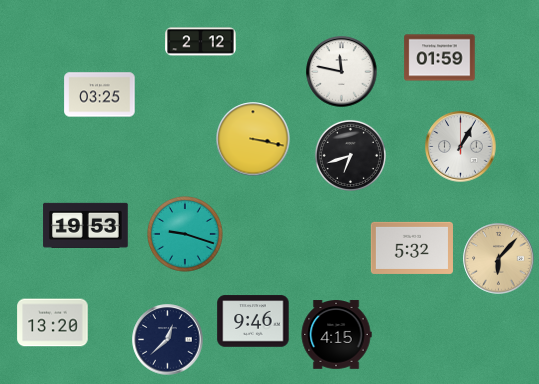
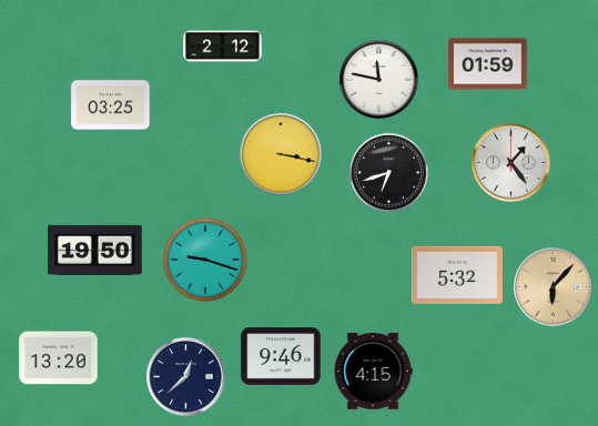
clock at (461, 147): 1:05 -> 1:24
clock at (86, 225): 19:53 -> 19:50
